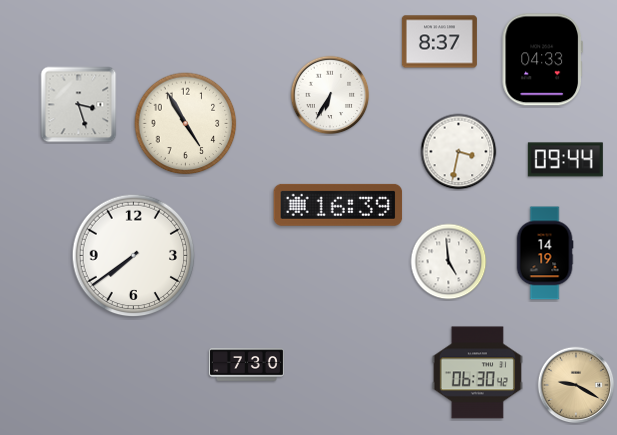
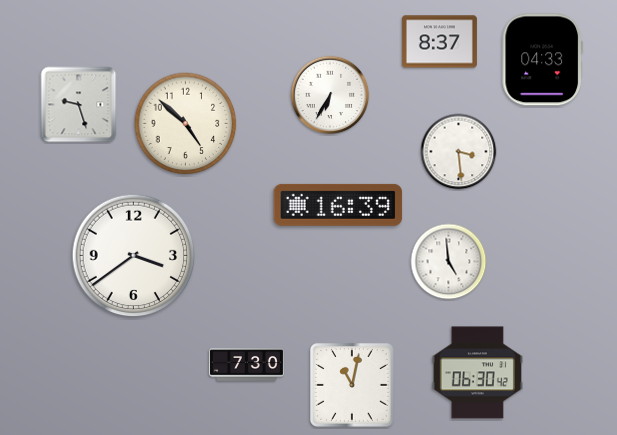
clock at (79, 105): 3:27 -> 9:27
clock at (186, 124): 4:55 -> 4:52
clock at (459, 152): 3:32 -> 3:29
clock at (565, 160): 09:44 -> none
clock at (545, 253): 14:19 -> none
clock at (134, 256): 7:39 -> 3:39
clock at (352, 385): none -> 11:02
clock at (576, 385): 9:20 -> none
